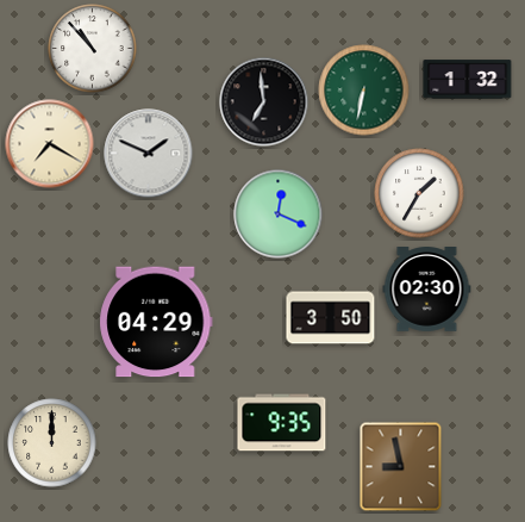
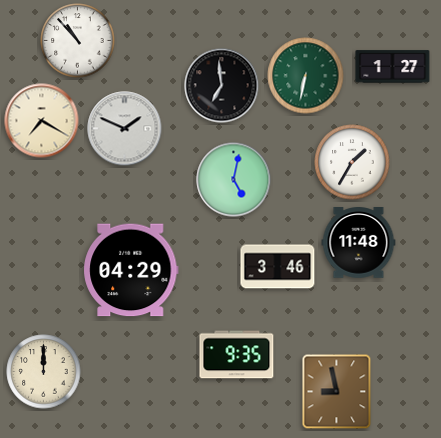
clock at (468, 80): 1:32 -> 1:27
clock at (279, 215): 12:19 -> 5:02
clock at (427, 290): 02:30 -> 11:48
clock at (331, 318): 3:50 -> 3:46
